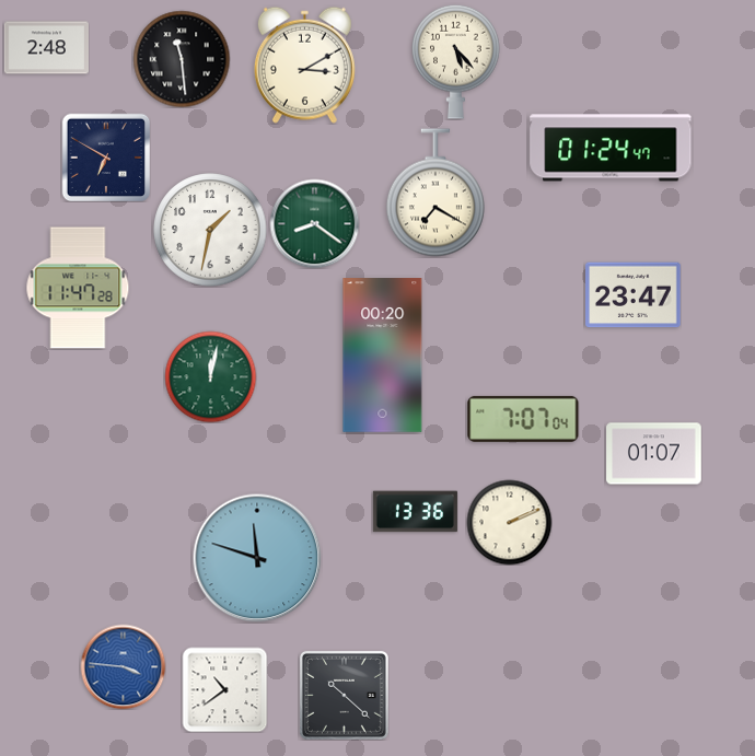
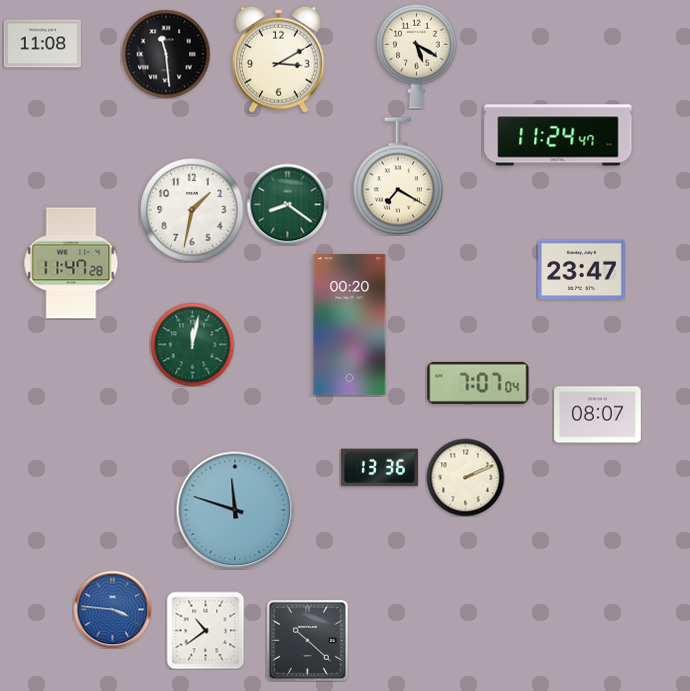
clock at (46, 48): 2:48 -> 11:08
clock at (456, 61): 5:23 -> 5:20
clock at (611, 148): 01:24 -> 11:24
clock at (106, 158): 6:50 -> none
clock at (634, 295) position: (634, 295) -> (582, 270)
clock at (654, 454): 01:07 -> 08:07
clock at (344, 695) position: (344, 695) -> (307, 640)
